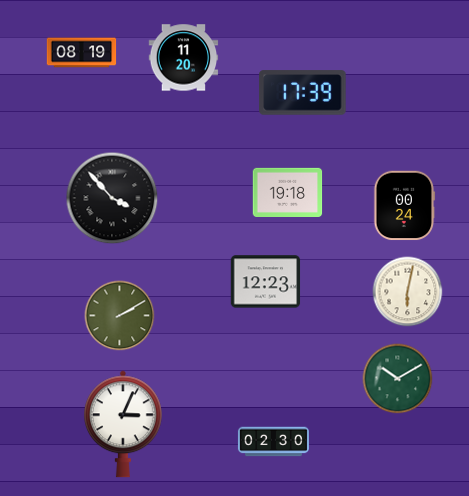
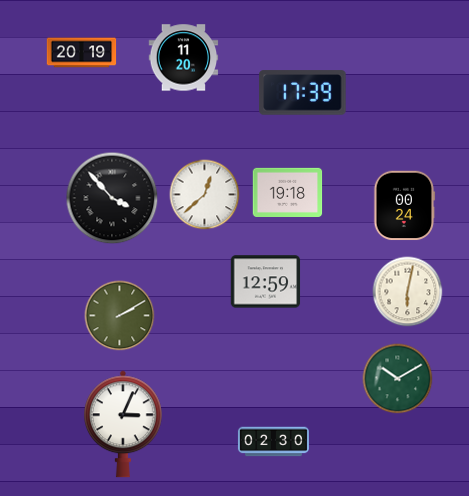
clock at (82, 53): 08:19 -> 20:19
clock at (205, 195): none -> 12:38
clock at (266, 282): 12:23 -> 12:59
